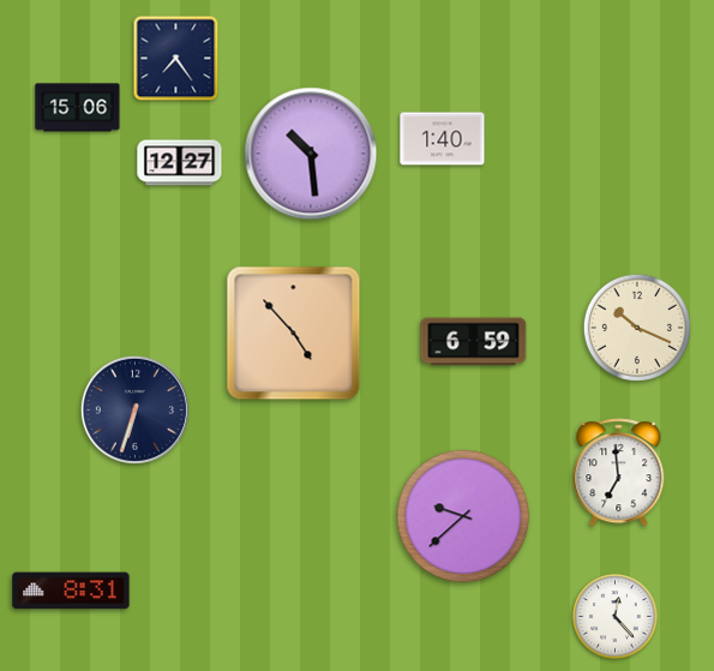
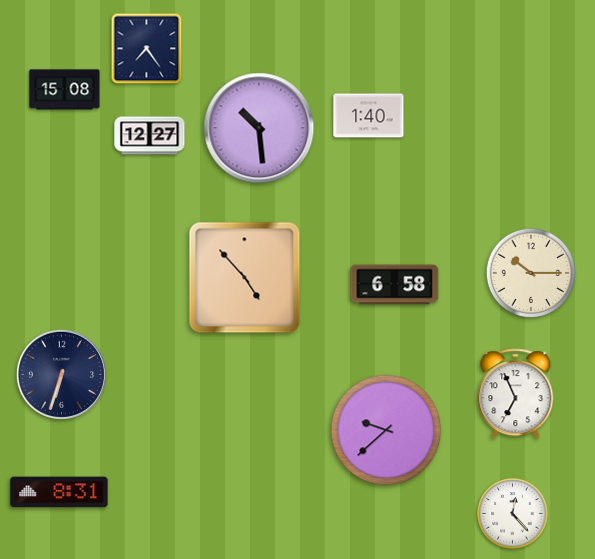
clock at (78, 108): 15:06 -> 15:08
clock at (637, 328): 10:19 -> 10:15
clock at (474, 342): 6:59 -> 6:58
clock at (134, 409) position: (134, 409) -> (61, 374)
clock at (619, 473): 6:59 -> 6:56
